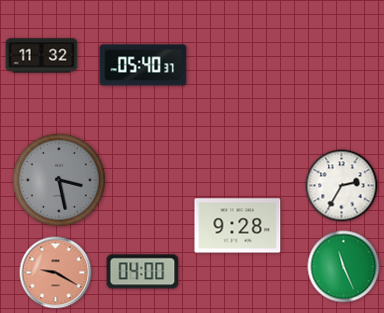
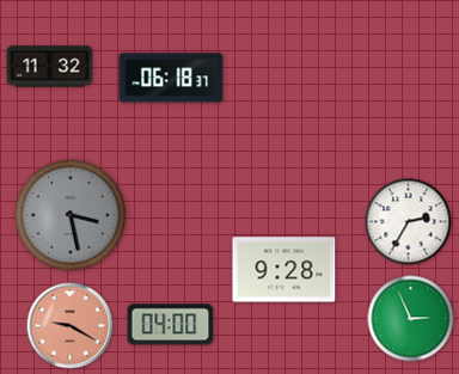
clock at (143, 65): 05:40 -> 06:18
clock at (344, 267): 11:26 -> 2:56
clock at (56, 273) position: (56, 273) -> (71, 326)
